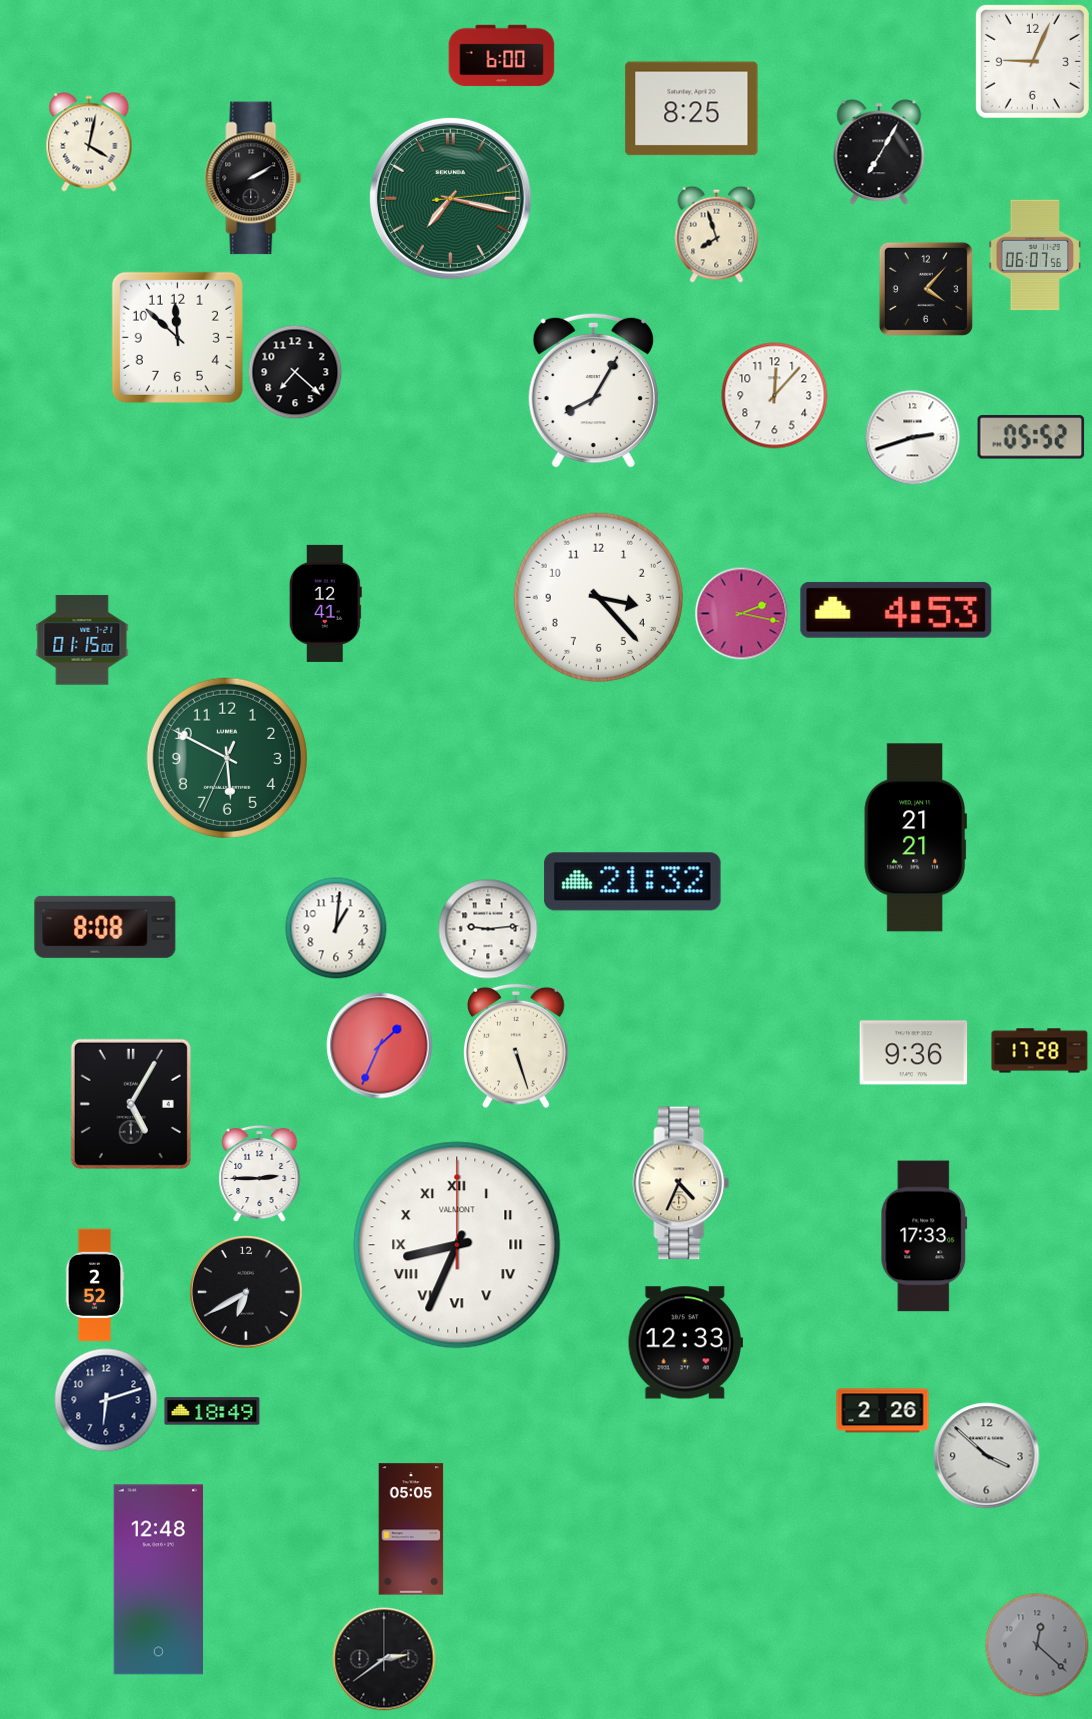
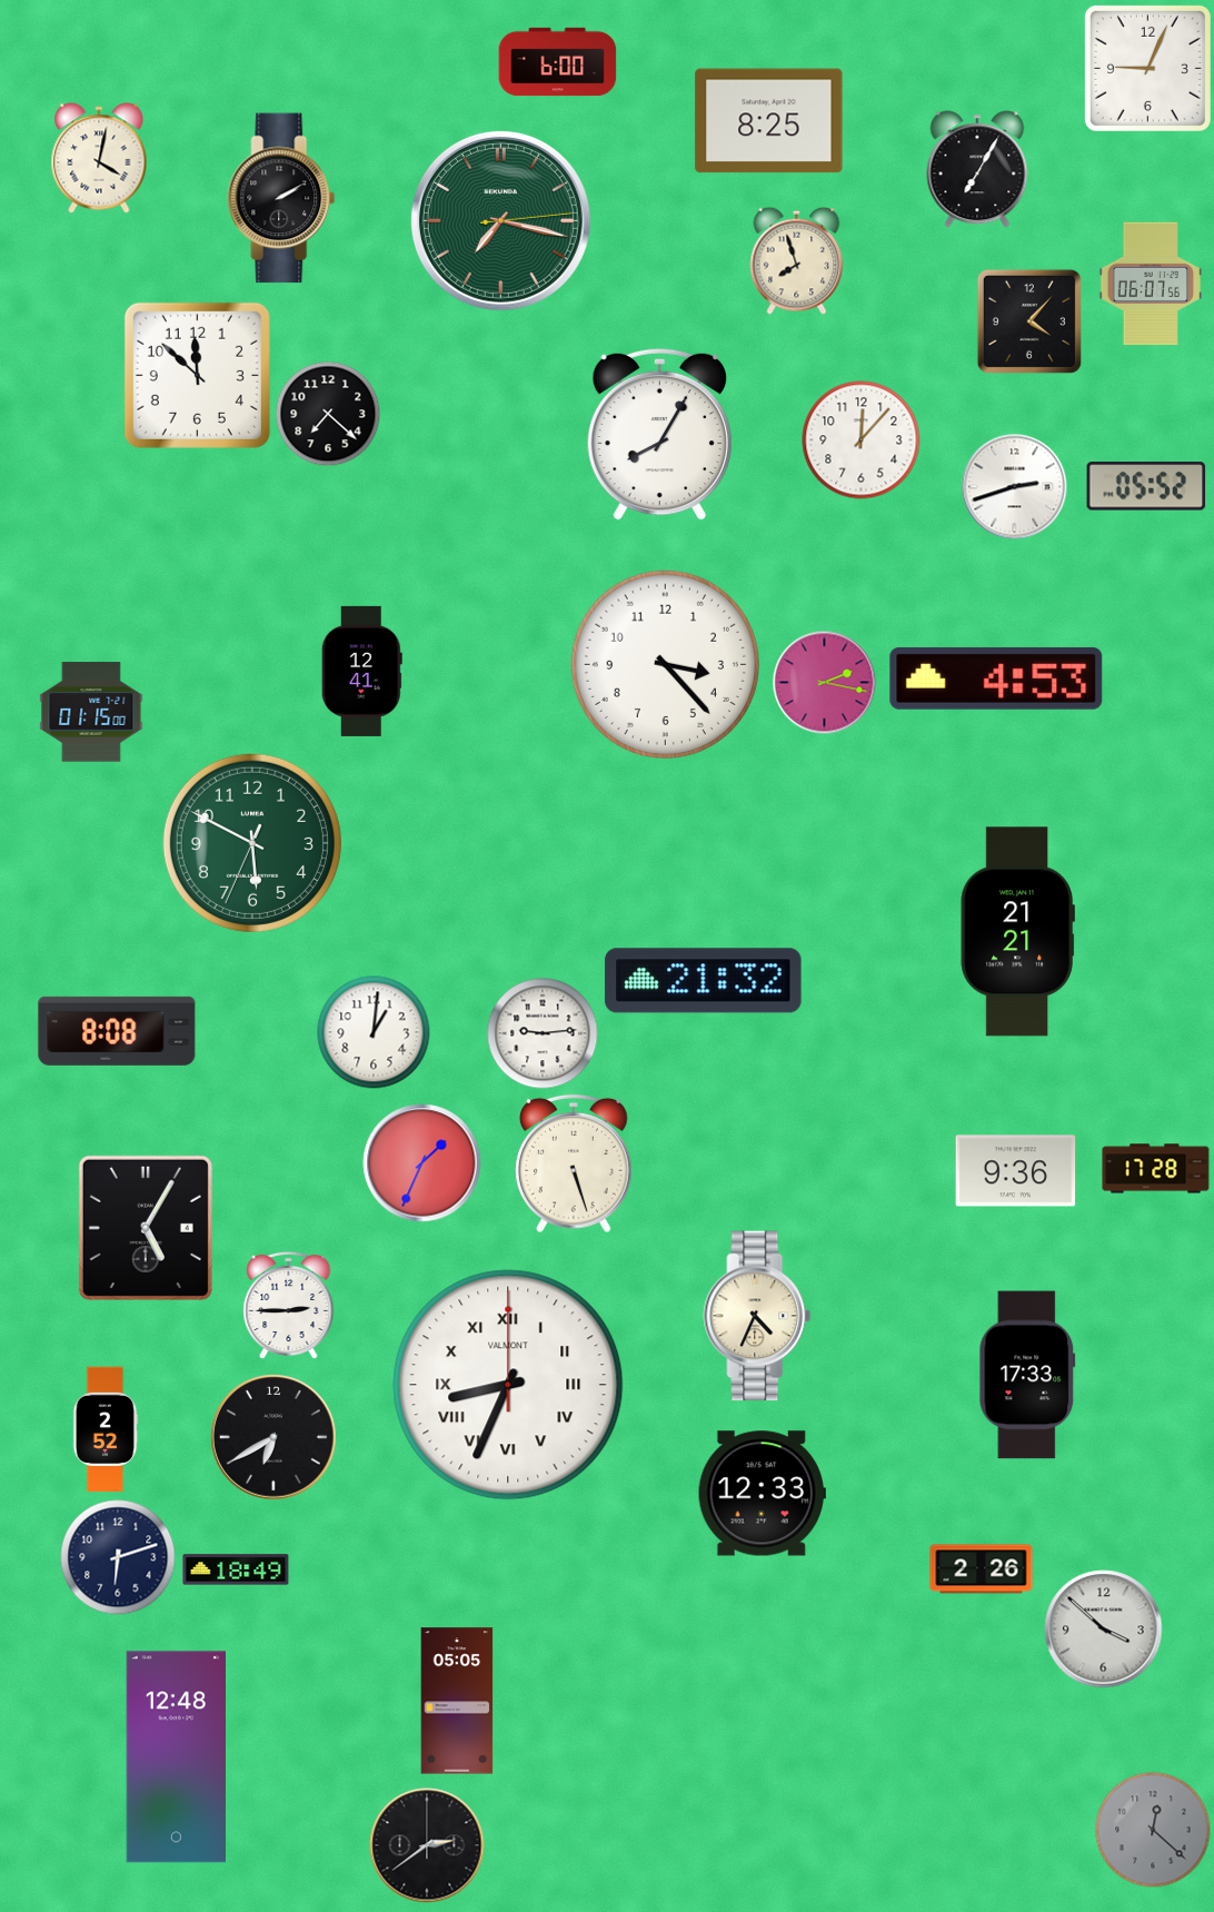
clock at (987, 1456) position: (987, 1456) -> (1104, 1629)
